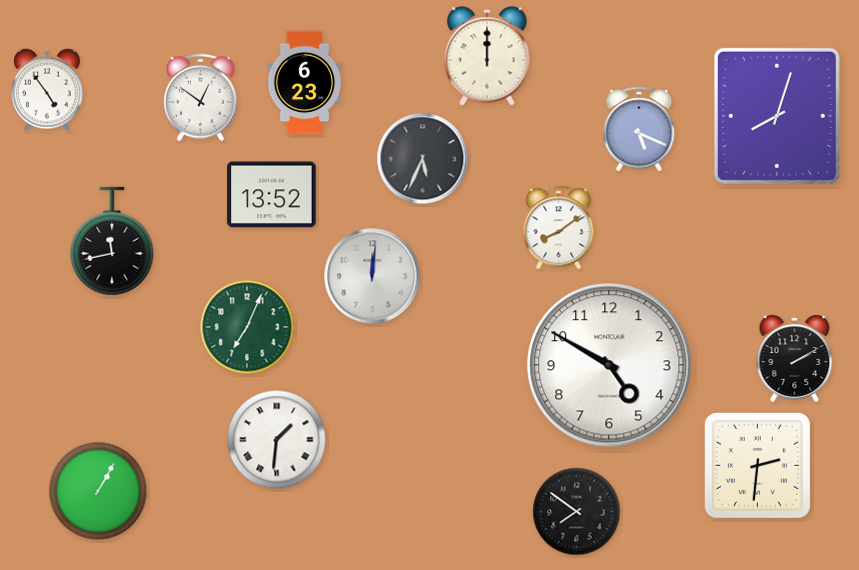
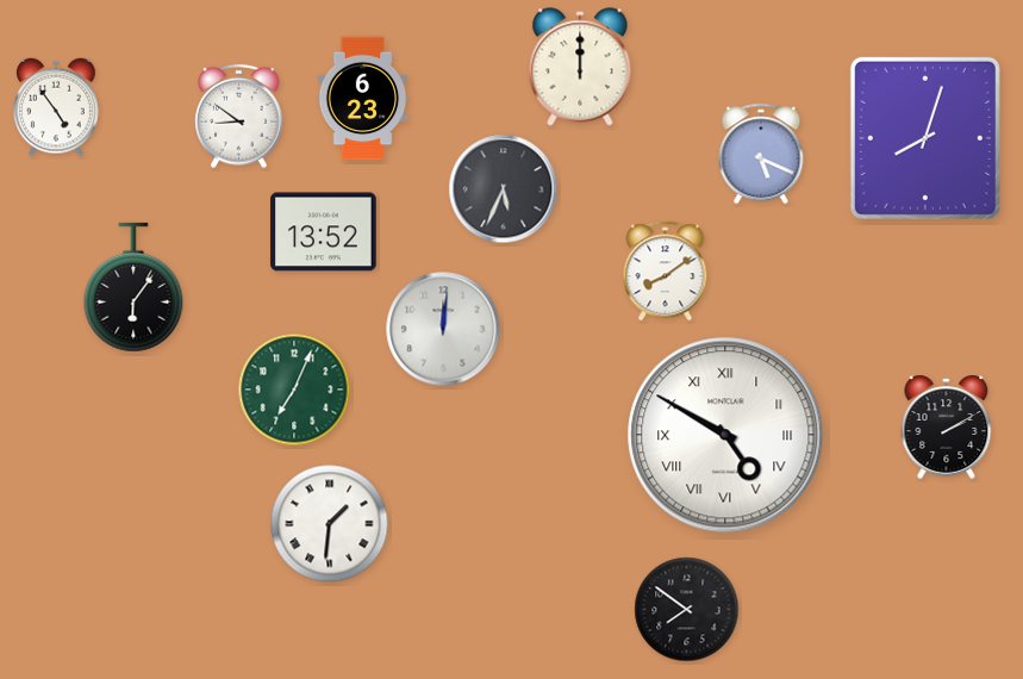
clock at (201, 98): 12:51 -> 8:51
clock at (112, 241): 11:43 -> 6:06
clock at (609, 365) numerals: Arabic -> Roman
clock at (757, 465): 2:31 -> none
clock at (98, 491): 1:05 -> none
